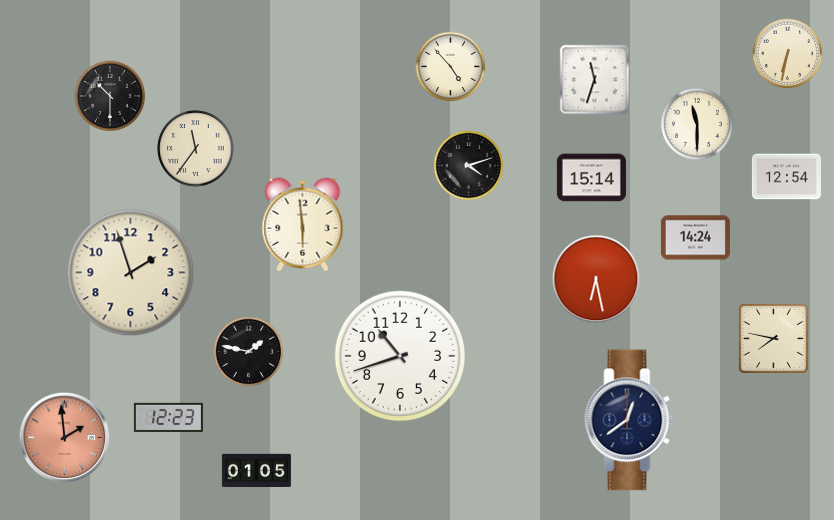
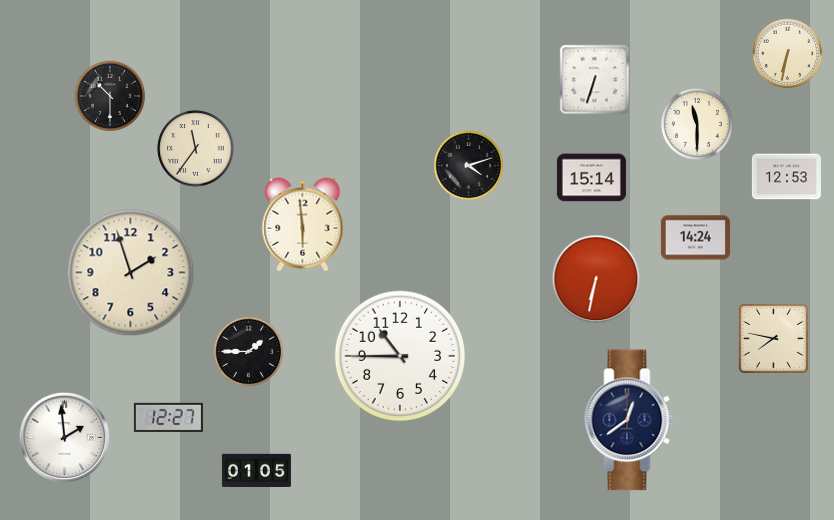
clock at (451, 67): 4:53 -> none
clock at (595, 80): 11:33 -> 6:33
clock at (786, 177): 12:54 -> 12:53
clock at (596, 279): 6:28 -> 6:32
clock at (249, 352): 1:47 -> 1:45
clock at (400, 356): 10:42 -> 10:45
clock at (168, 417): 12:23 -> 12:27
clock at (65, 438) dial: salmon -> white
